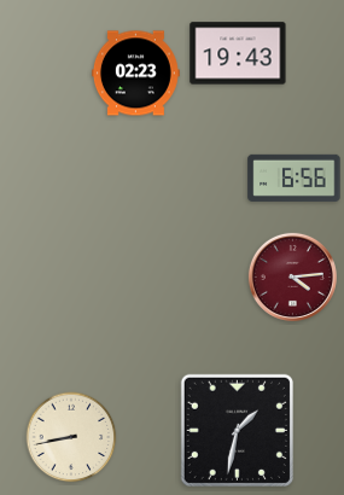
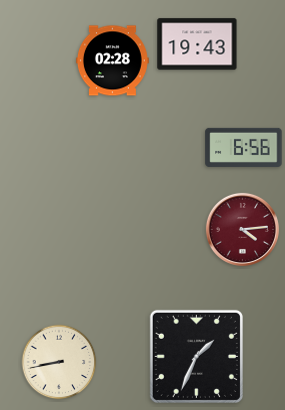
clock at (135, 74): 02:23 -> 02:28
clock at (237, 430): 1:32 -> 1:34
